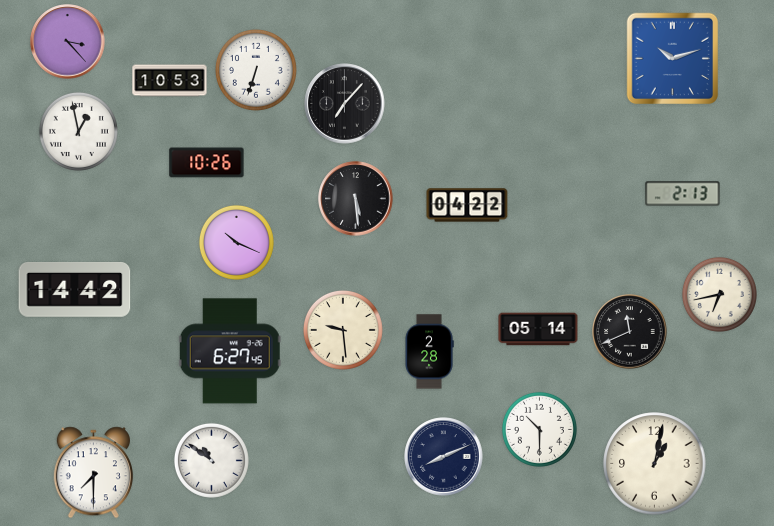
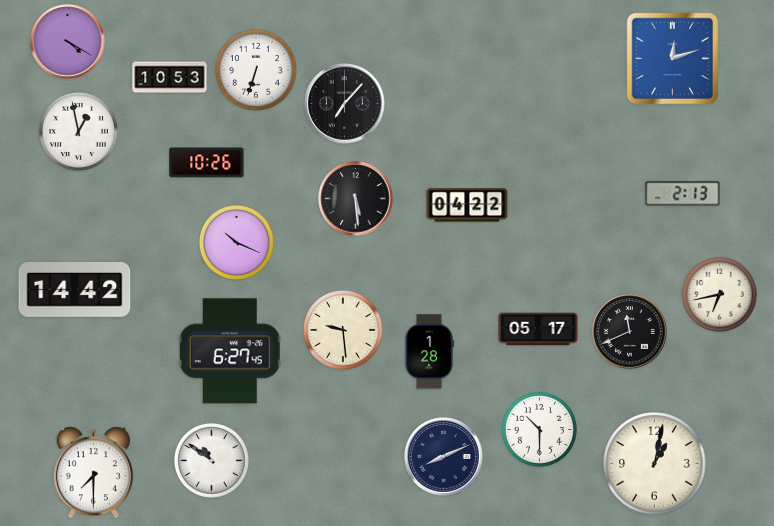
clock at (68, 42): 3:23 -> 4:20
clock at (673, 59): 10:12 -> 12:12
clock at (170, 81) position: (170, 81) -> (170, 78)
clock at (538, 329): 05:14 -> 05:17
clock at (429, 352): 2:28 -> 1:28
